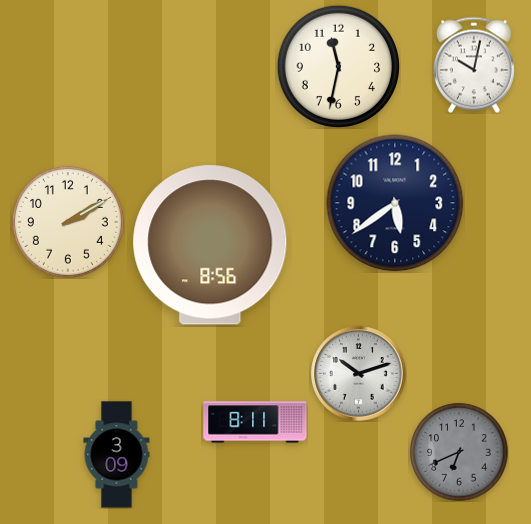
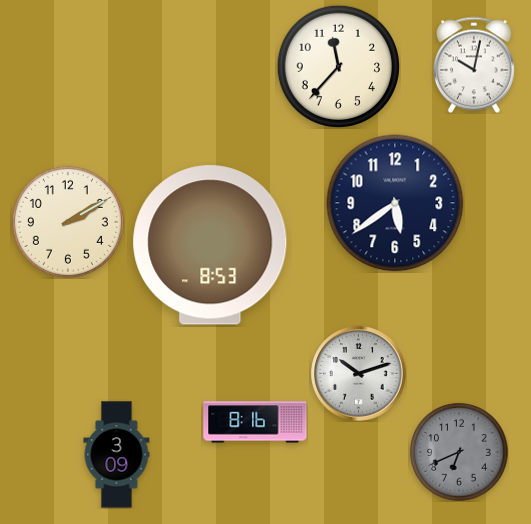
clock at (338, 66): 11:32 -> 11:37
clock at (210, 245): 8:56 -> 8:53
clock at (255, 422): 8:11 -> 8:16
